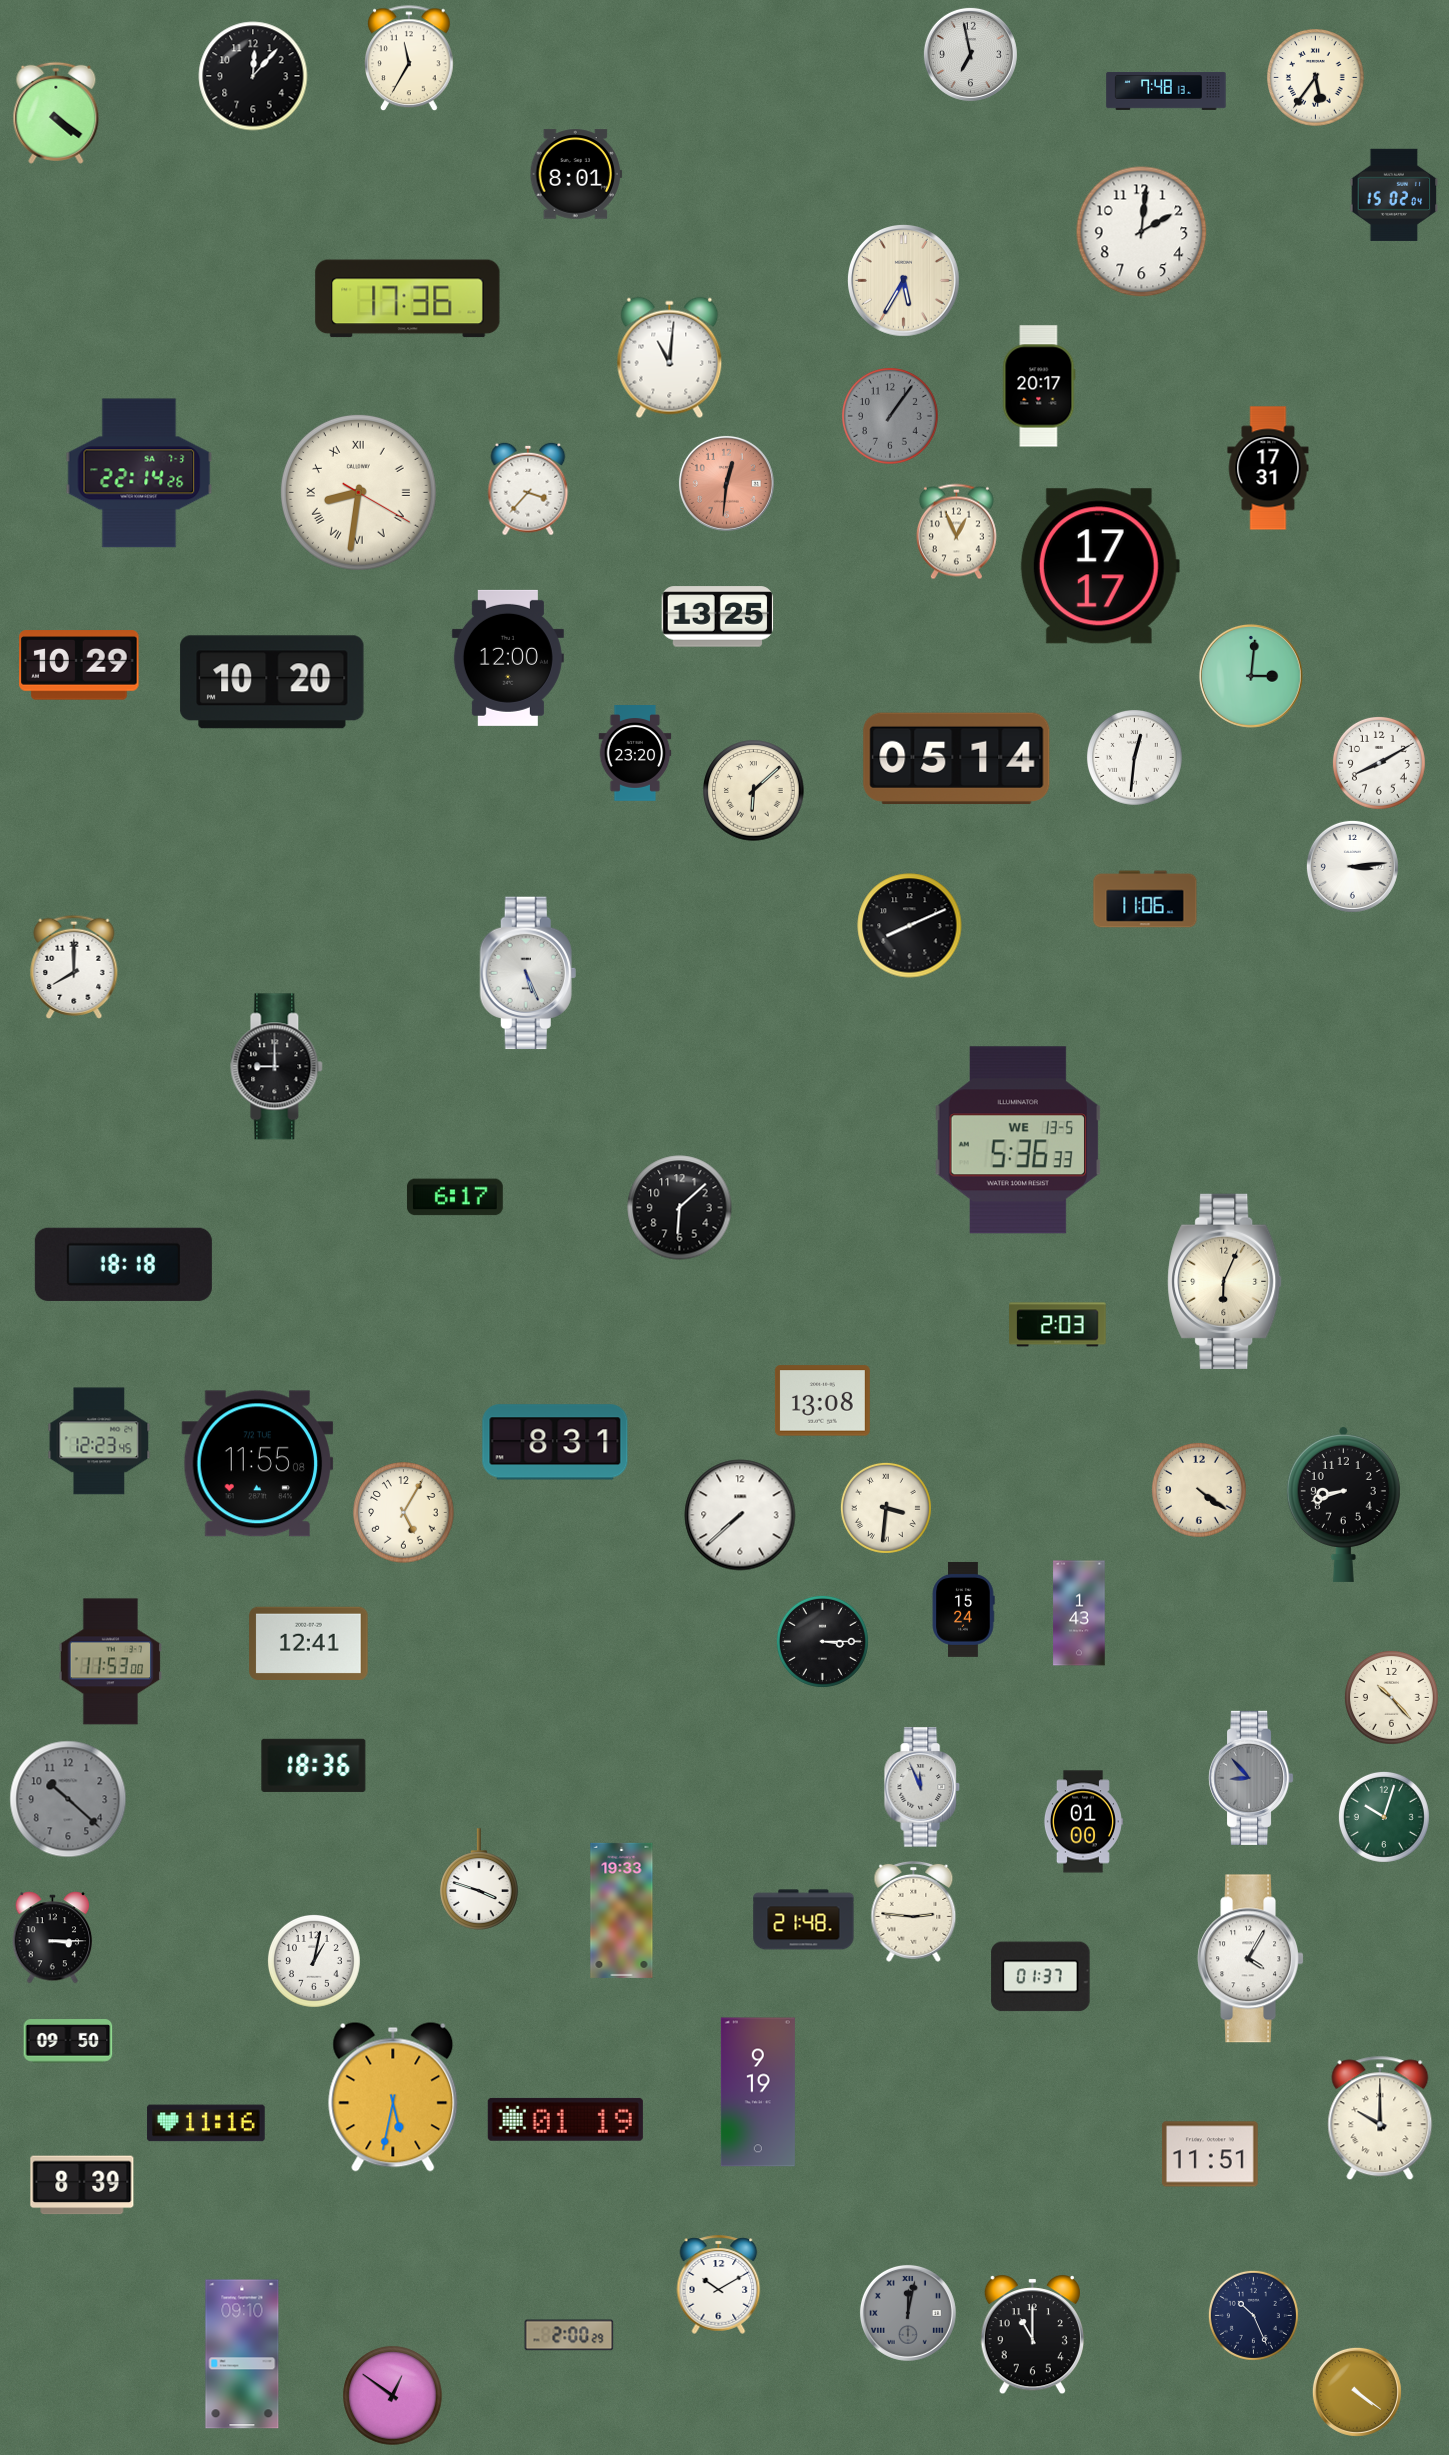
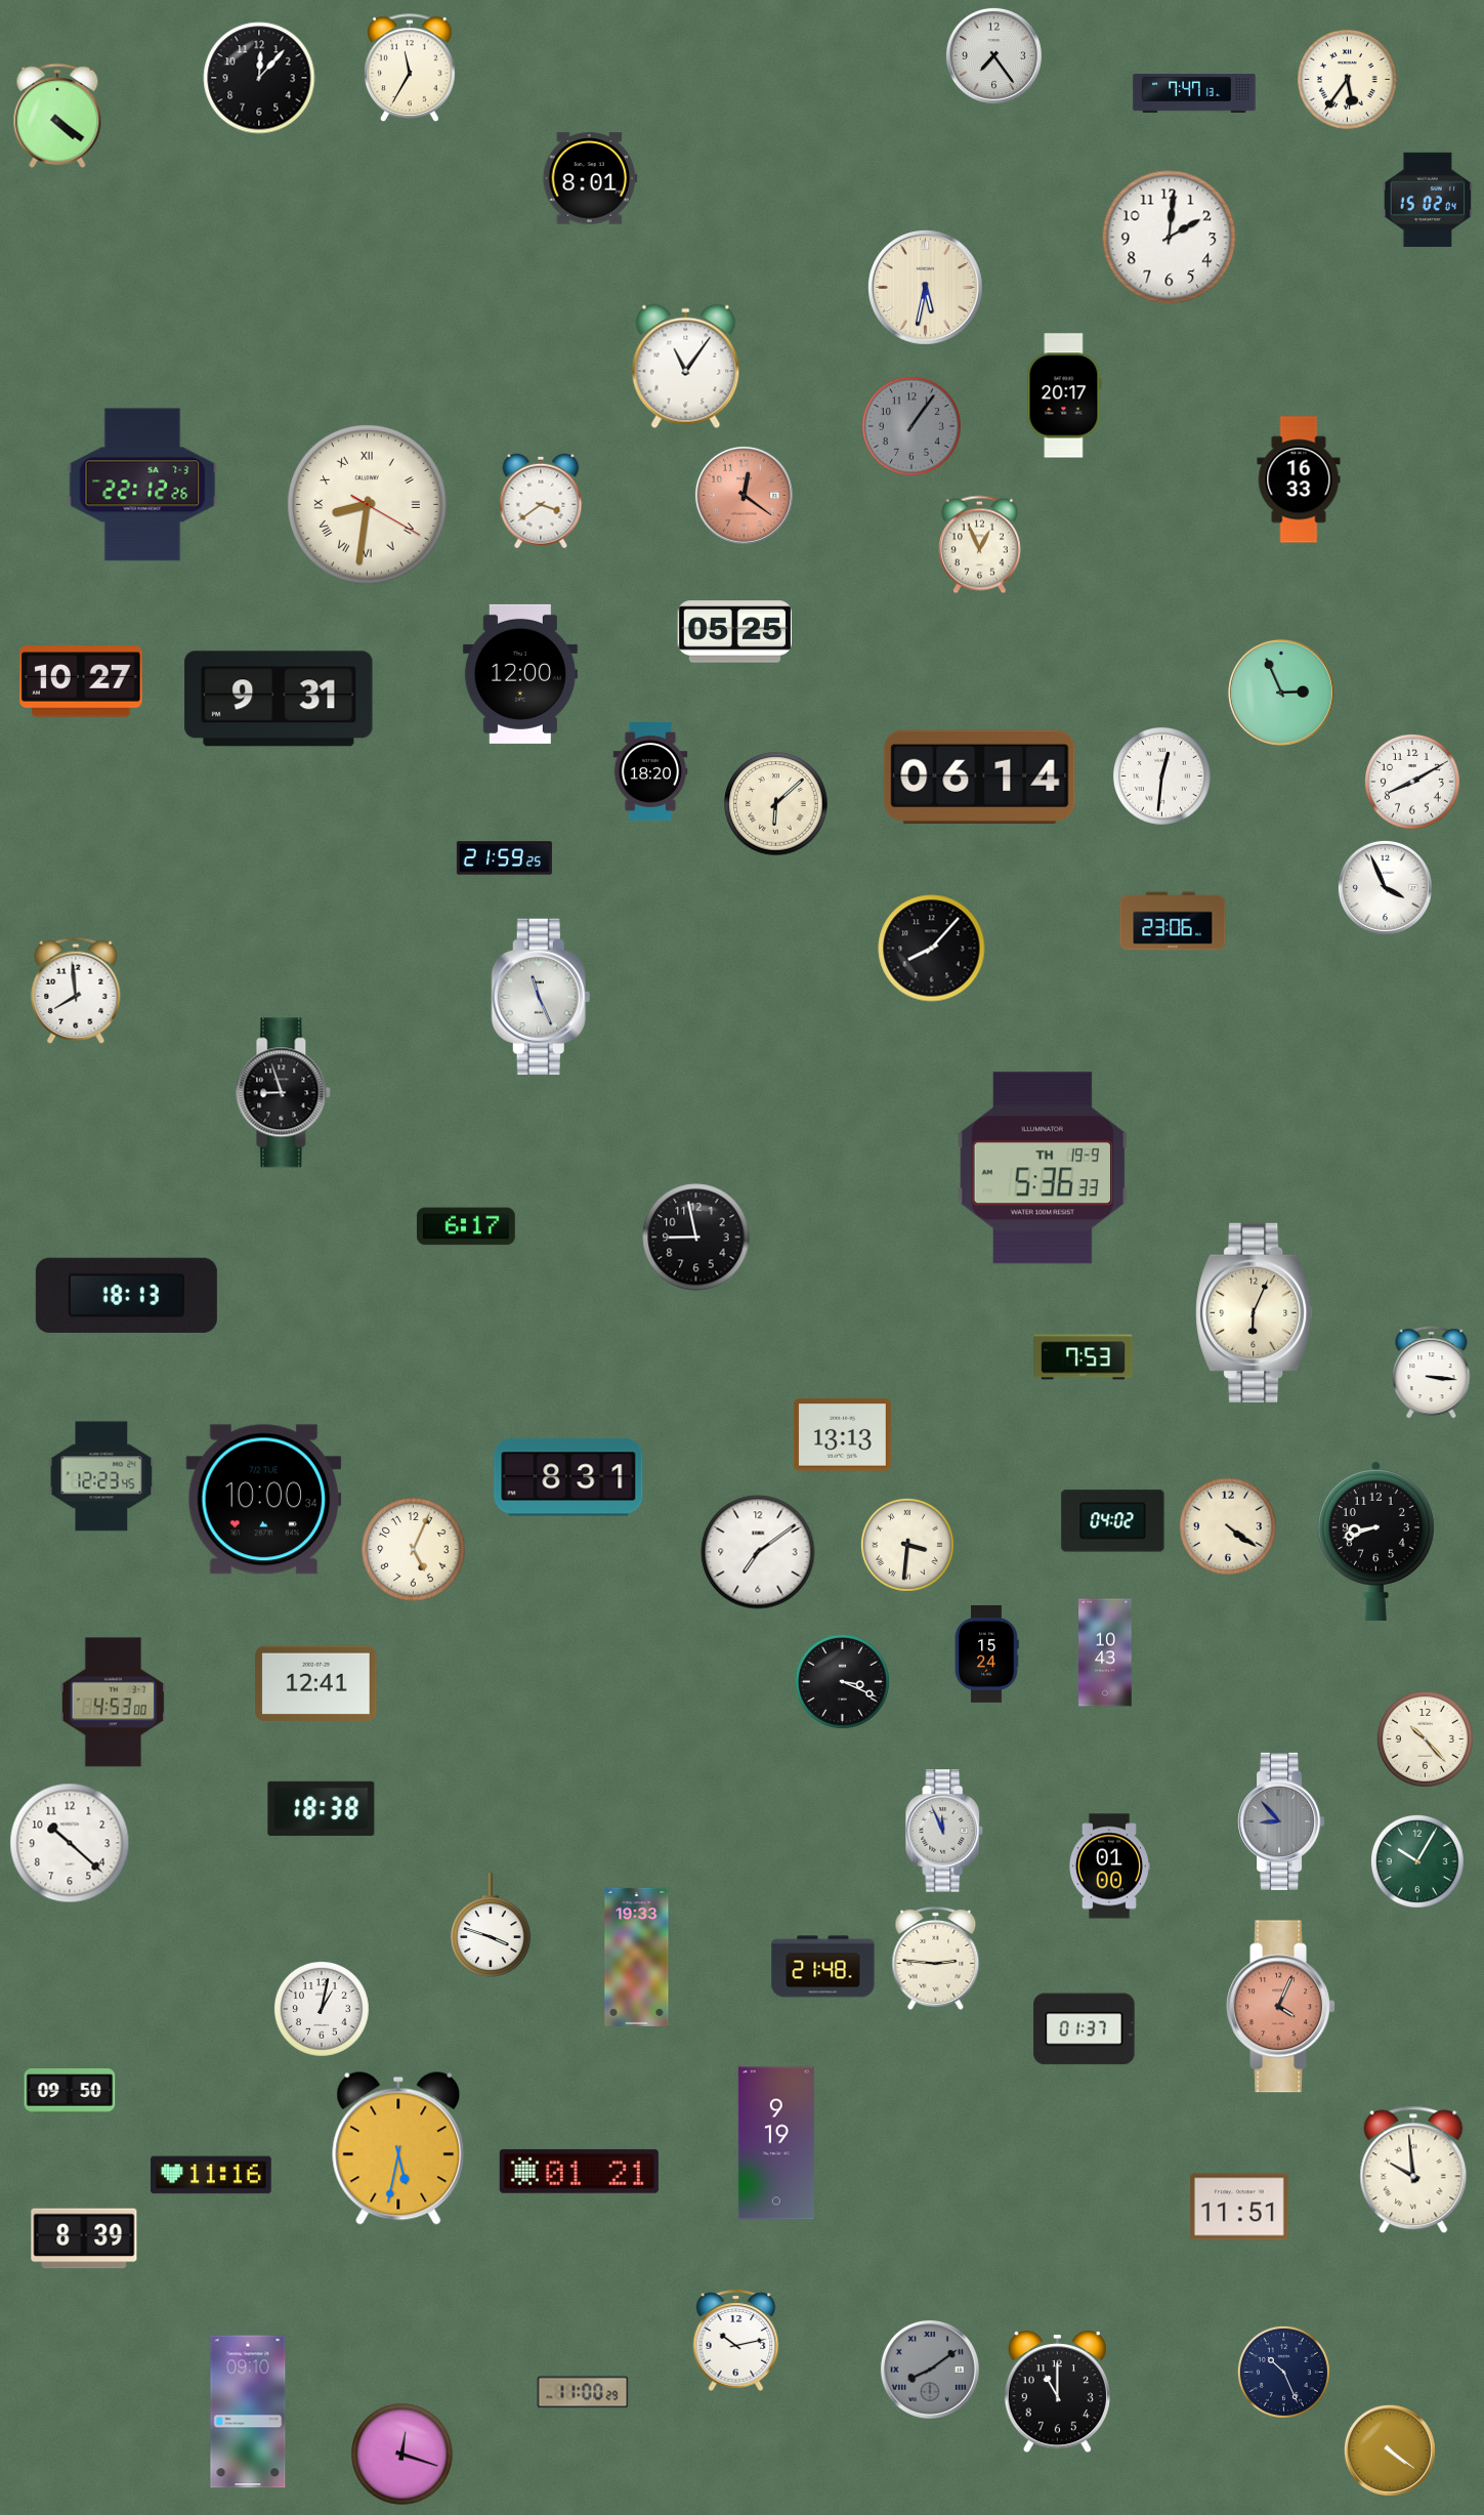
clock at (970, 54): 6:58 -> 7:24
clock at (410, 59) position: (410, 59) -> (411, 69)
clock at (1166, 92): 7:48 -> 7:47
clock at (904, 281): 5:35 -> 5:32
clock at (408, 299): 17:36 -> none
clock at (670, 358): 11:01 -> 11:06
clock at (1268, 468): 17:31 -> 16:33
clock at (139, 473): 22:14 -> 22:12
clock at (726, 483): 12:31 -> 12:21
clock at (528, 489): 3:37 -> 3:39
clock at (1100, 566): 17:17 -> none
clock at (718, 617): 13:25 -> 05:25
clock at (79, 665): 10:29 -> 10:27
clock at (1251, 676): 3:01 -> 2:56
clock at (272, 682): 10:20 -> 9:31
clock at (635, 754): 23:20 -> 18:20
clock at (957, 758): 05:14 -> 06:14
clock at (754, 791) position: (754, 791) -> (776, 804)
clock at (504, 858): none -> 21:59
clock at (1352, 866): 3:14 -> 3:56
clock at (1145, 899): 11:06 -> 23:06
clock at (910, 926): 8:11 -> 8:07
clock at (74, 967): 8:00 -> 7:59
clock at (528, 973): 5:26 -> 11:26
clock at (277, 1067): 9:00 -> 8:57
clock at (1017, 1140) date: WE 13-5 -> TH 19-9
clock at (680, 1208): 6:08 -> 8:58
clock at (123, 1264): 18:18 -> 18:13
clock at (1058, 1325): 2:03 -> 7:53
clock at (1432, 1373): none -> 3:16
clock at (822, 1401): 13:08 -> 13:13
clock at (258, 1464): 11:55 -> 10:00
clock at (1113, 1521): none -> 04:02
clock at (404, 1513): 5:05 -> 5:04
clock at (740, 1515): 7:38 -> 7:09
clock at (963, 1609) position: (963, 1609) -> (986, 1653)
clock at (1079, 1613): 1:43 -> 10:43
clock at (822, 1641): 3:15 -> 3:19
clock at (110, 1662): 11:53 -> 4:53
clock at (314, 1765): 18:36 -> 18:38
clock at (68, 1799) dial: grey -> white
clock at (1384, 1817): 10:03 -> 10:05
clock at (53, 1938): 3:15 -> none
clock at (1250, 1959): 4:05 -> 4:04
clock at (1250, 1959) dial: white -> salmon
clock at (1041, 1977) position: (1041, 1977) -> (1085, 2029)
clock at (393, 2097) position: (393, 2097) -> (398, 2148)
clock at (1380, 2118): 10:00 -> 9:59
clock at (565, 2119): 01:19 -> 01:21
clock at (719, 2284): 10:10 -> 10:13
clock at (908, 2313): 12:02 -> 8:09
clock at (569, 2335): 2:00 -> 11:00
clock at (393, 2396): 12:51 -> 12:18
